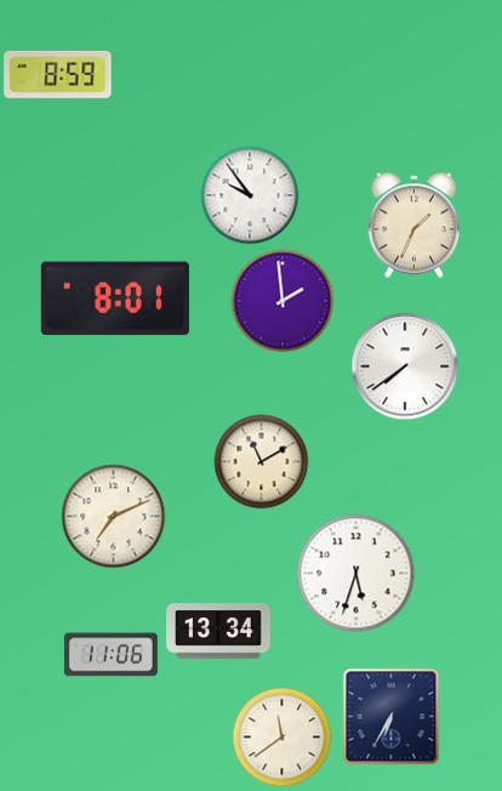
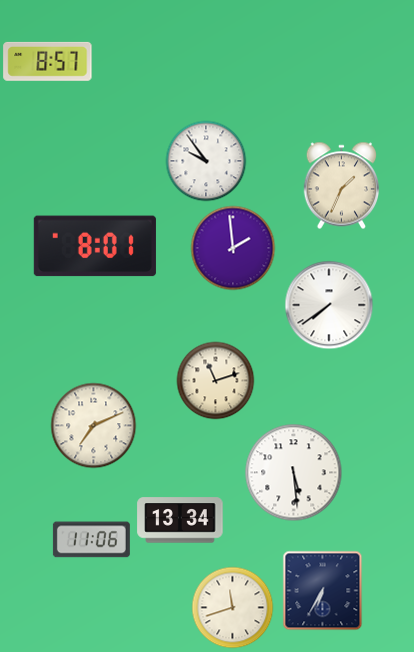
clock at (58, 74): 8:59 -> 8:57
clock at (405, 366) position: (405, 366) -> (329, 305)
clock at (261, 461): 11:10 -> 11:12
clock at (355, 573): 5:33 -> 5:29
clock at (281, 736): 11:39 -> 11:42
